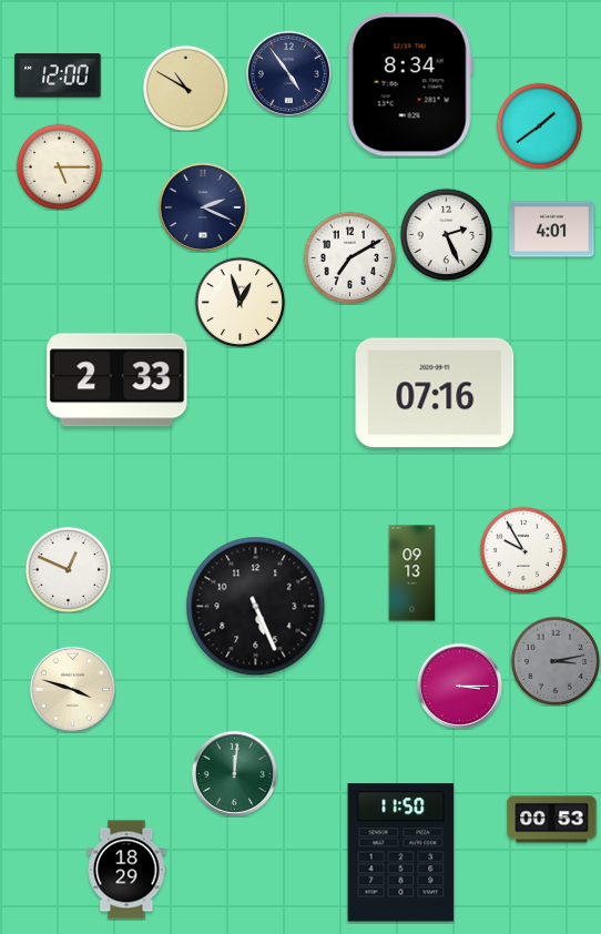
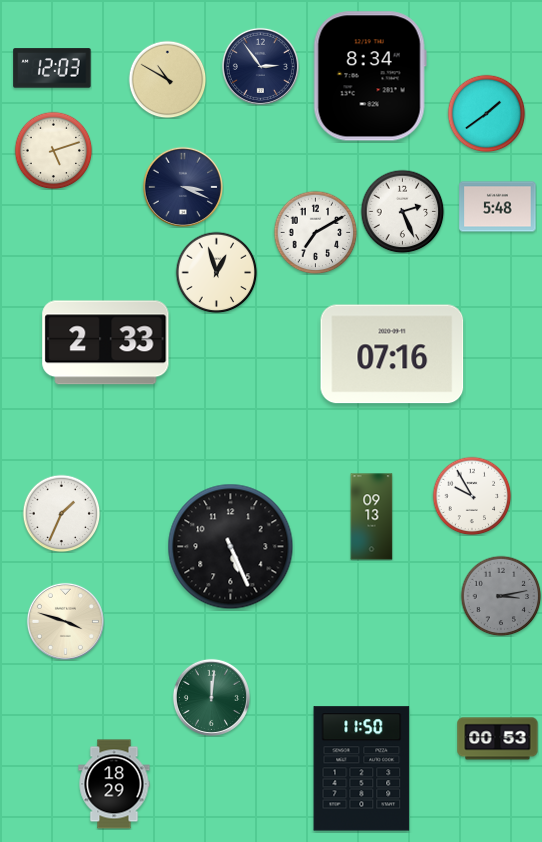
clock at (288, 73): 4:54 -> 2:54
clock at (58, 75): 12:00 -> 12:03
clock at (59, 166): 5:15 -> 5:12
clock at (202, 206): 2:19 -> 3:19
clock at (552, 230): 4:01 -> 5:48
clock at (68, 569): 12:49 -> 1:34
clock at (459, 686): 3:15 -> none
